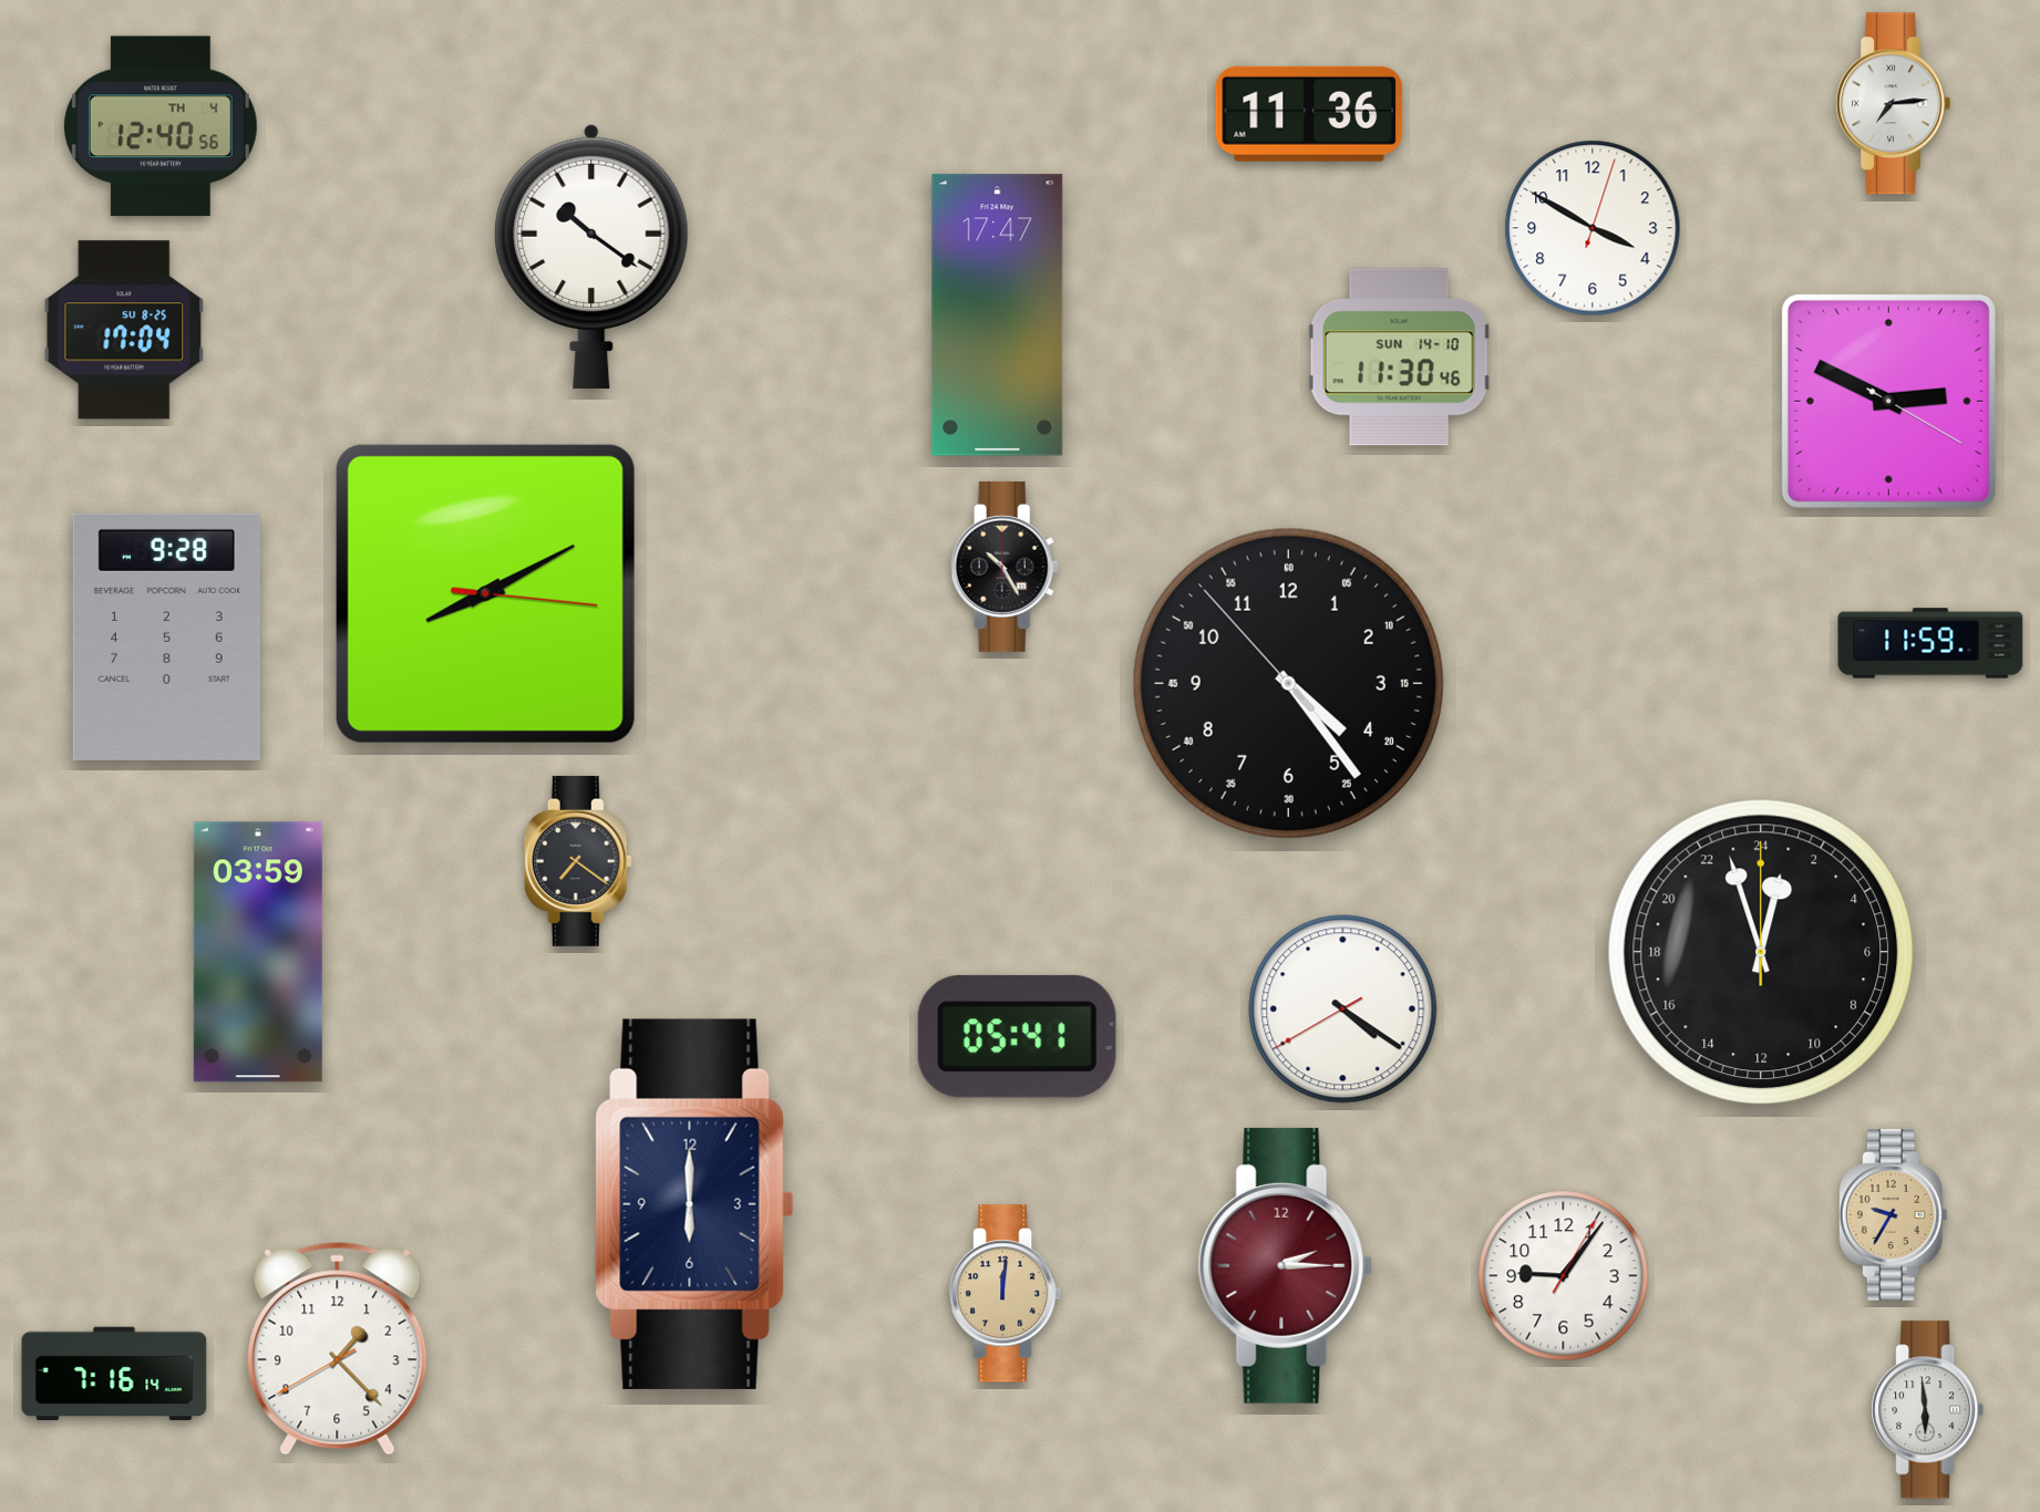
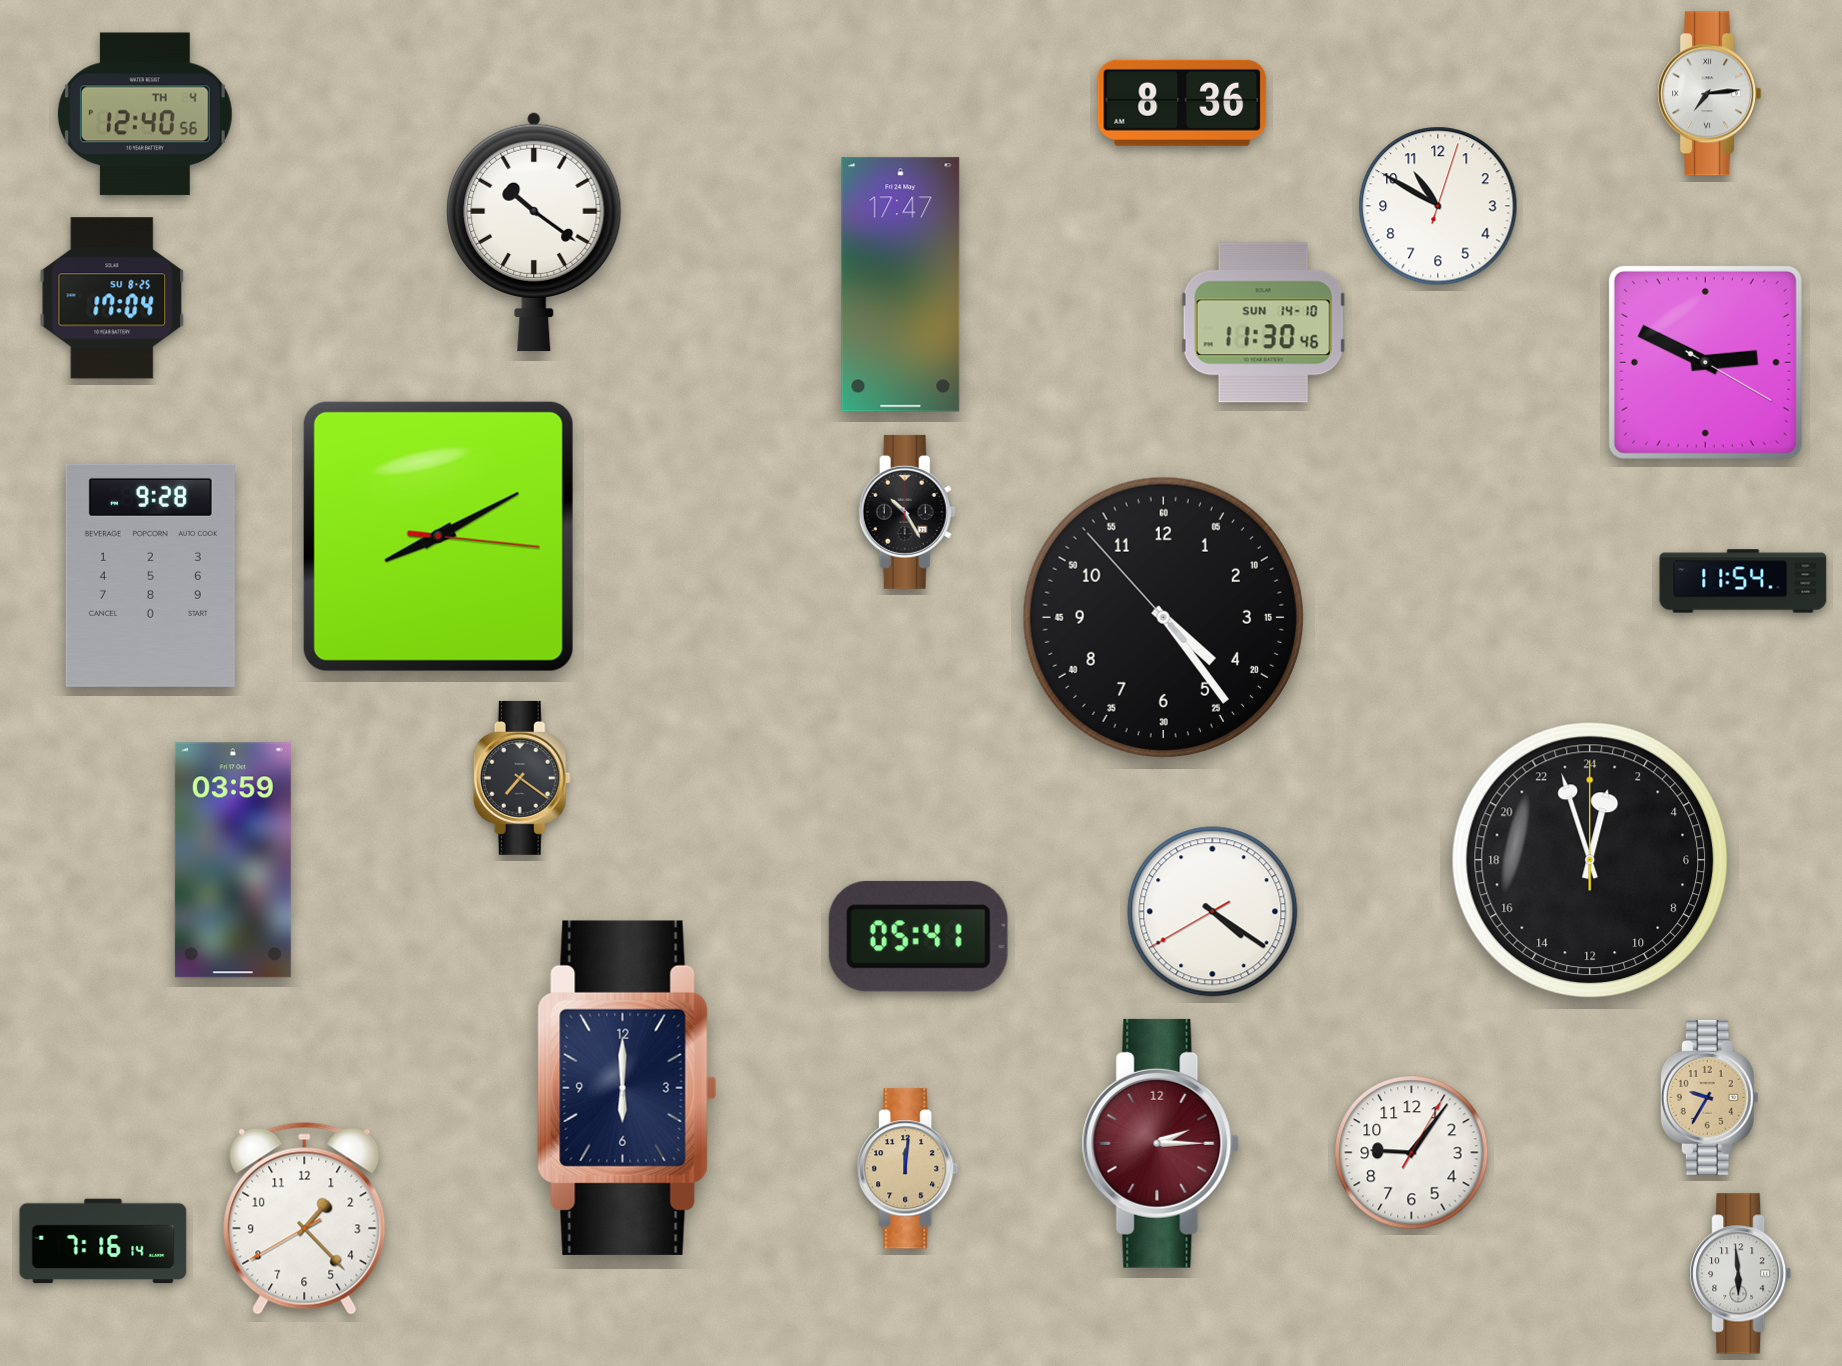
clock at (1309, 114): 11:36 -> 8:36
clock at (1593, 228): 3:50 -> 10:50
clock at (1930, 643): 11:59 -> 11:54
